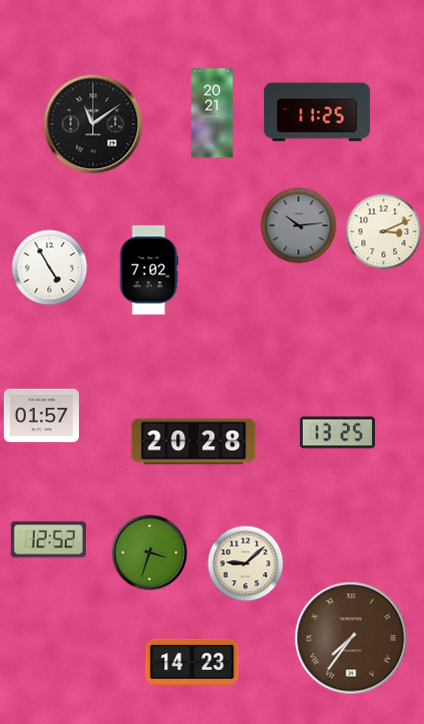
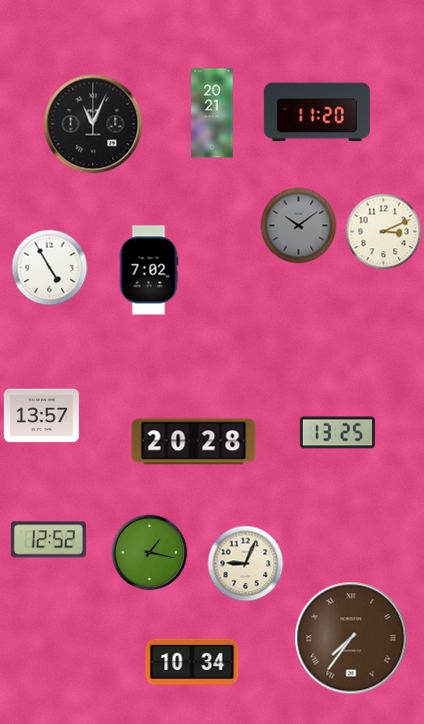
clock at (317, 112): 11:25 -> 11:20
clock at (93, 124): 11:09 -> 11:04
clock at (299, 226): 10:14 -> 10:09
clock at (41, 416): 01:57 -> 13:57
clock at (150, 553): 3:33 -> 1:17
clock at (246, 564): 9:08 -> 9:04
clock at (192, 662): 14:23 -> 10:34
